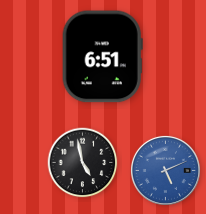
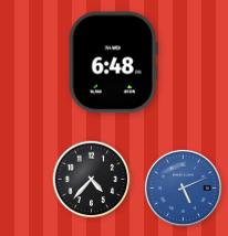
clock at (102, 57): 6:51 -> 6:48
clock at (83, 163): 4:58 -> 4:37
